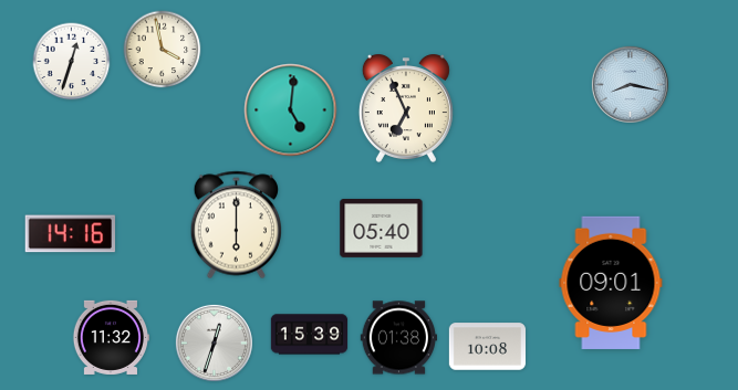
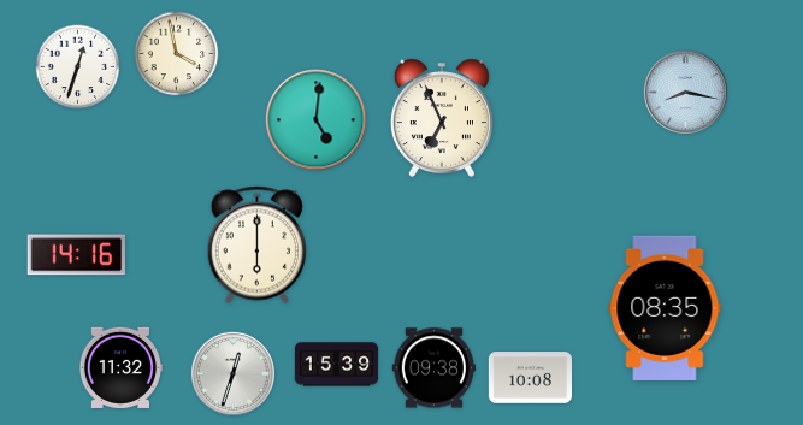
clock at (382, 228): 05:40 -> none
clock at (611, 282): 09:01 -> 08:35
clock at (398, 338): 01:38 -> 09:38
